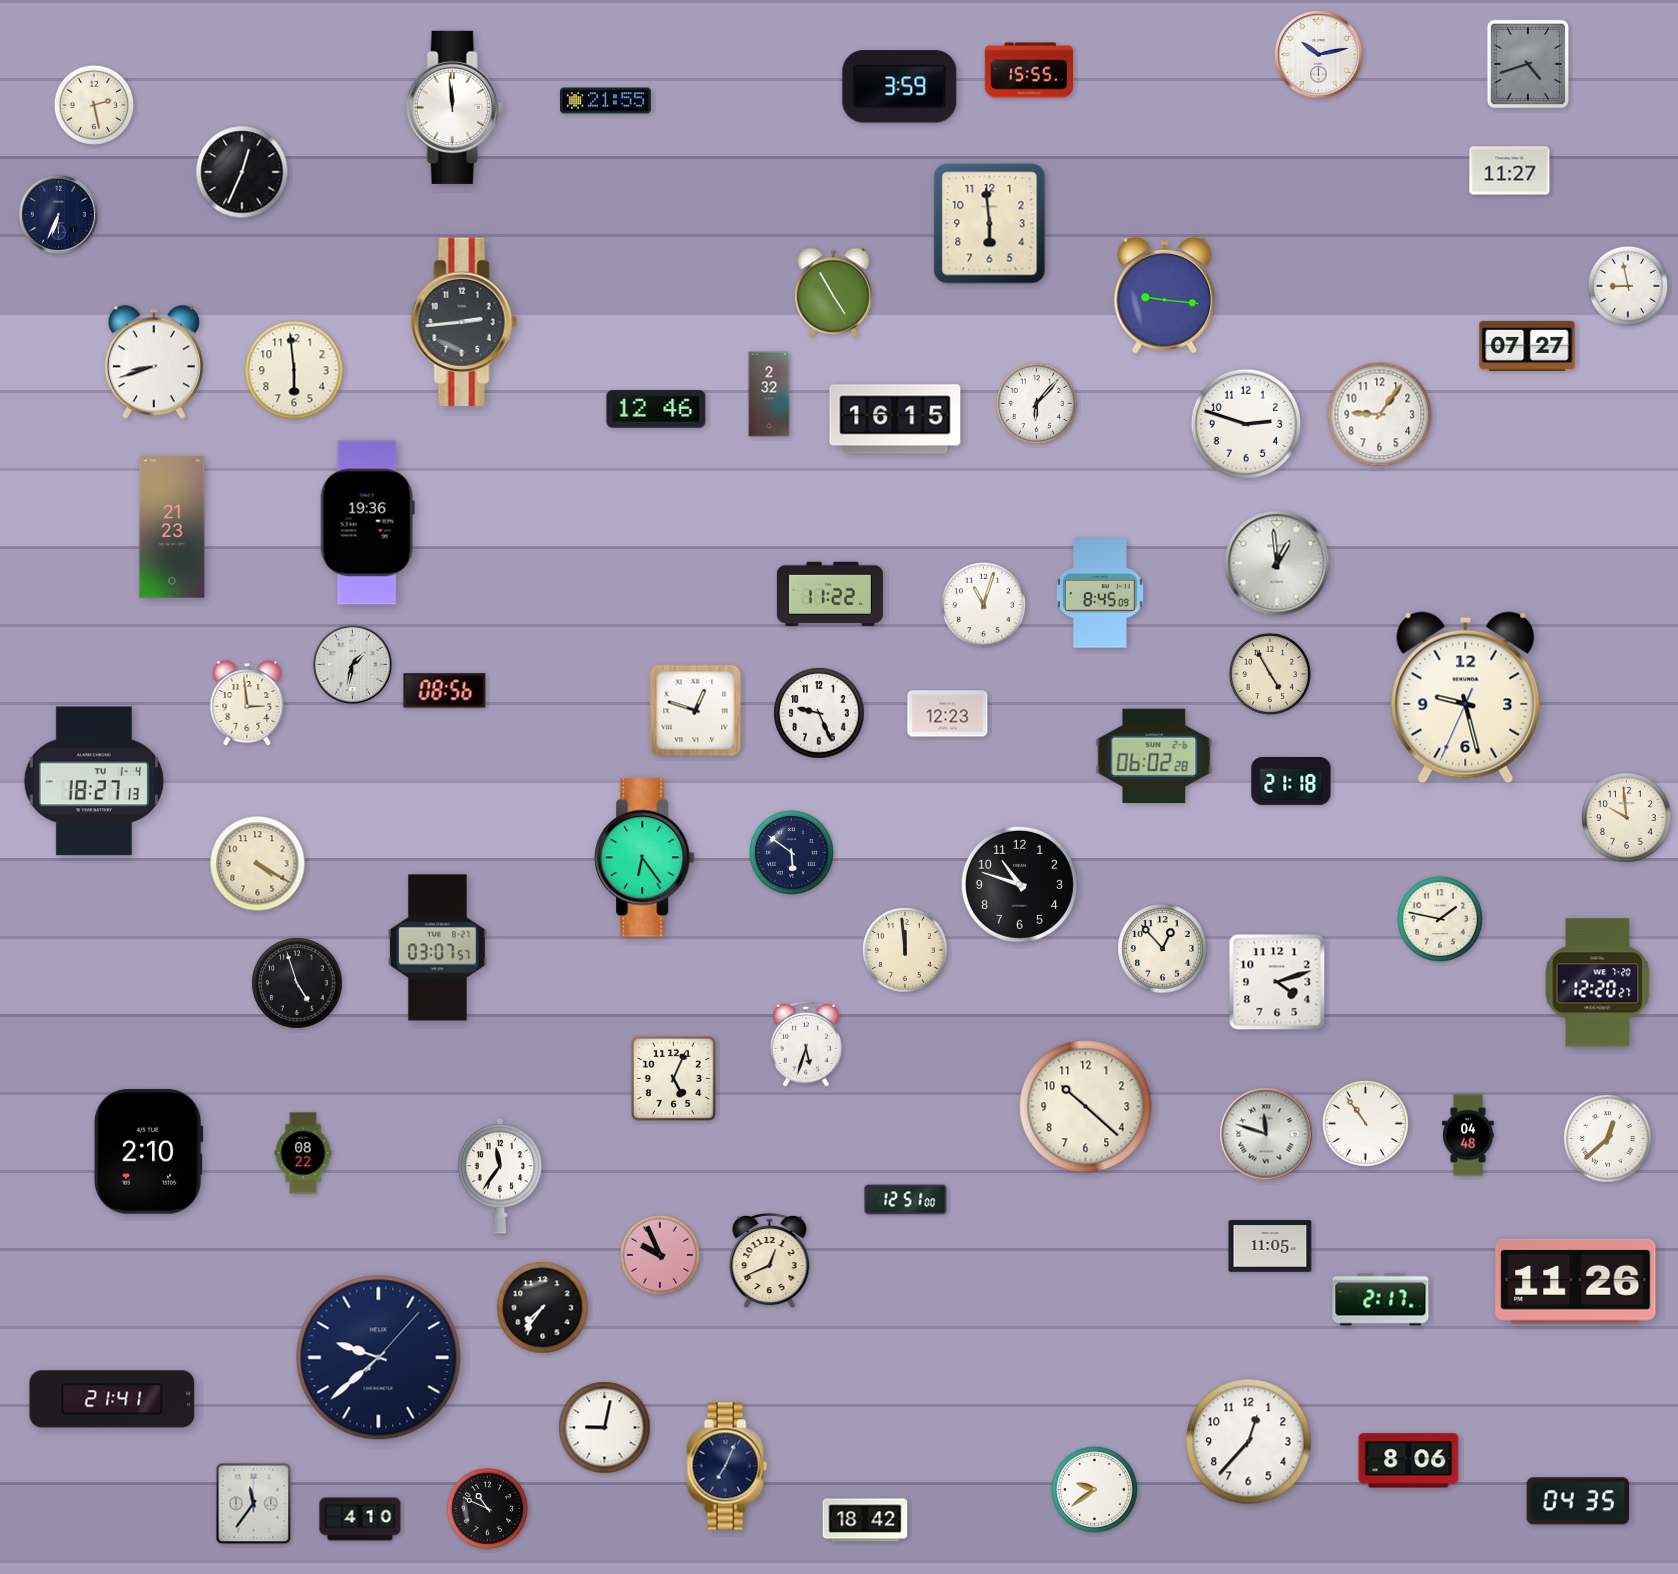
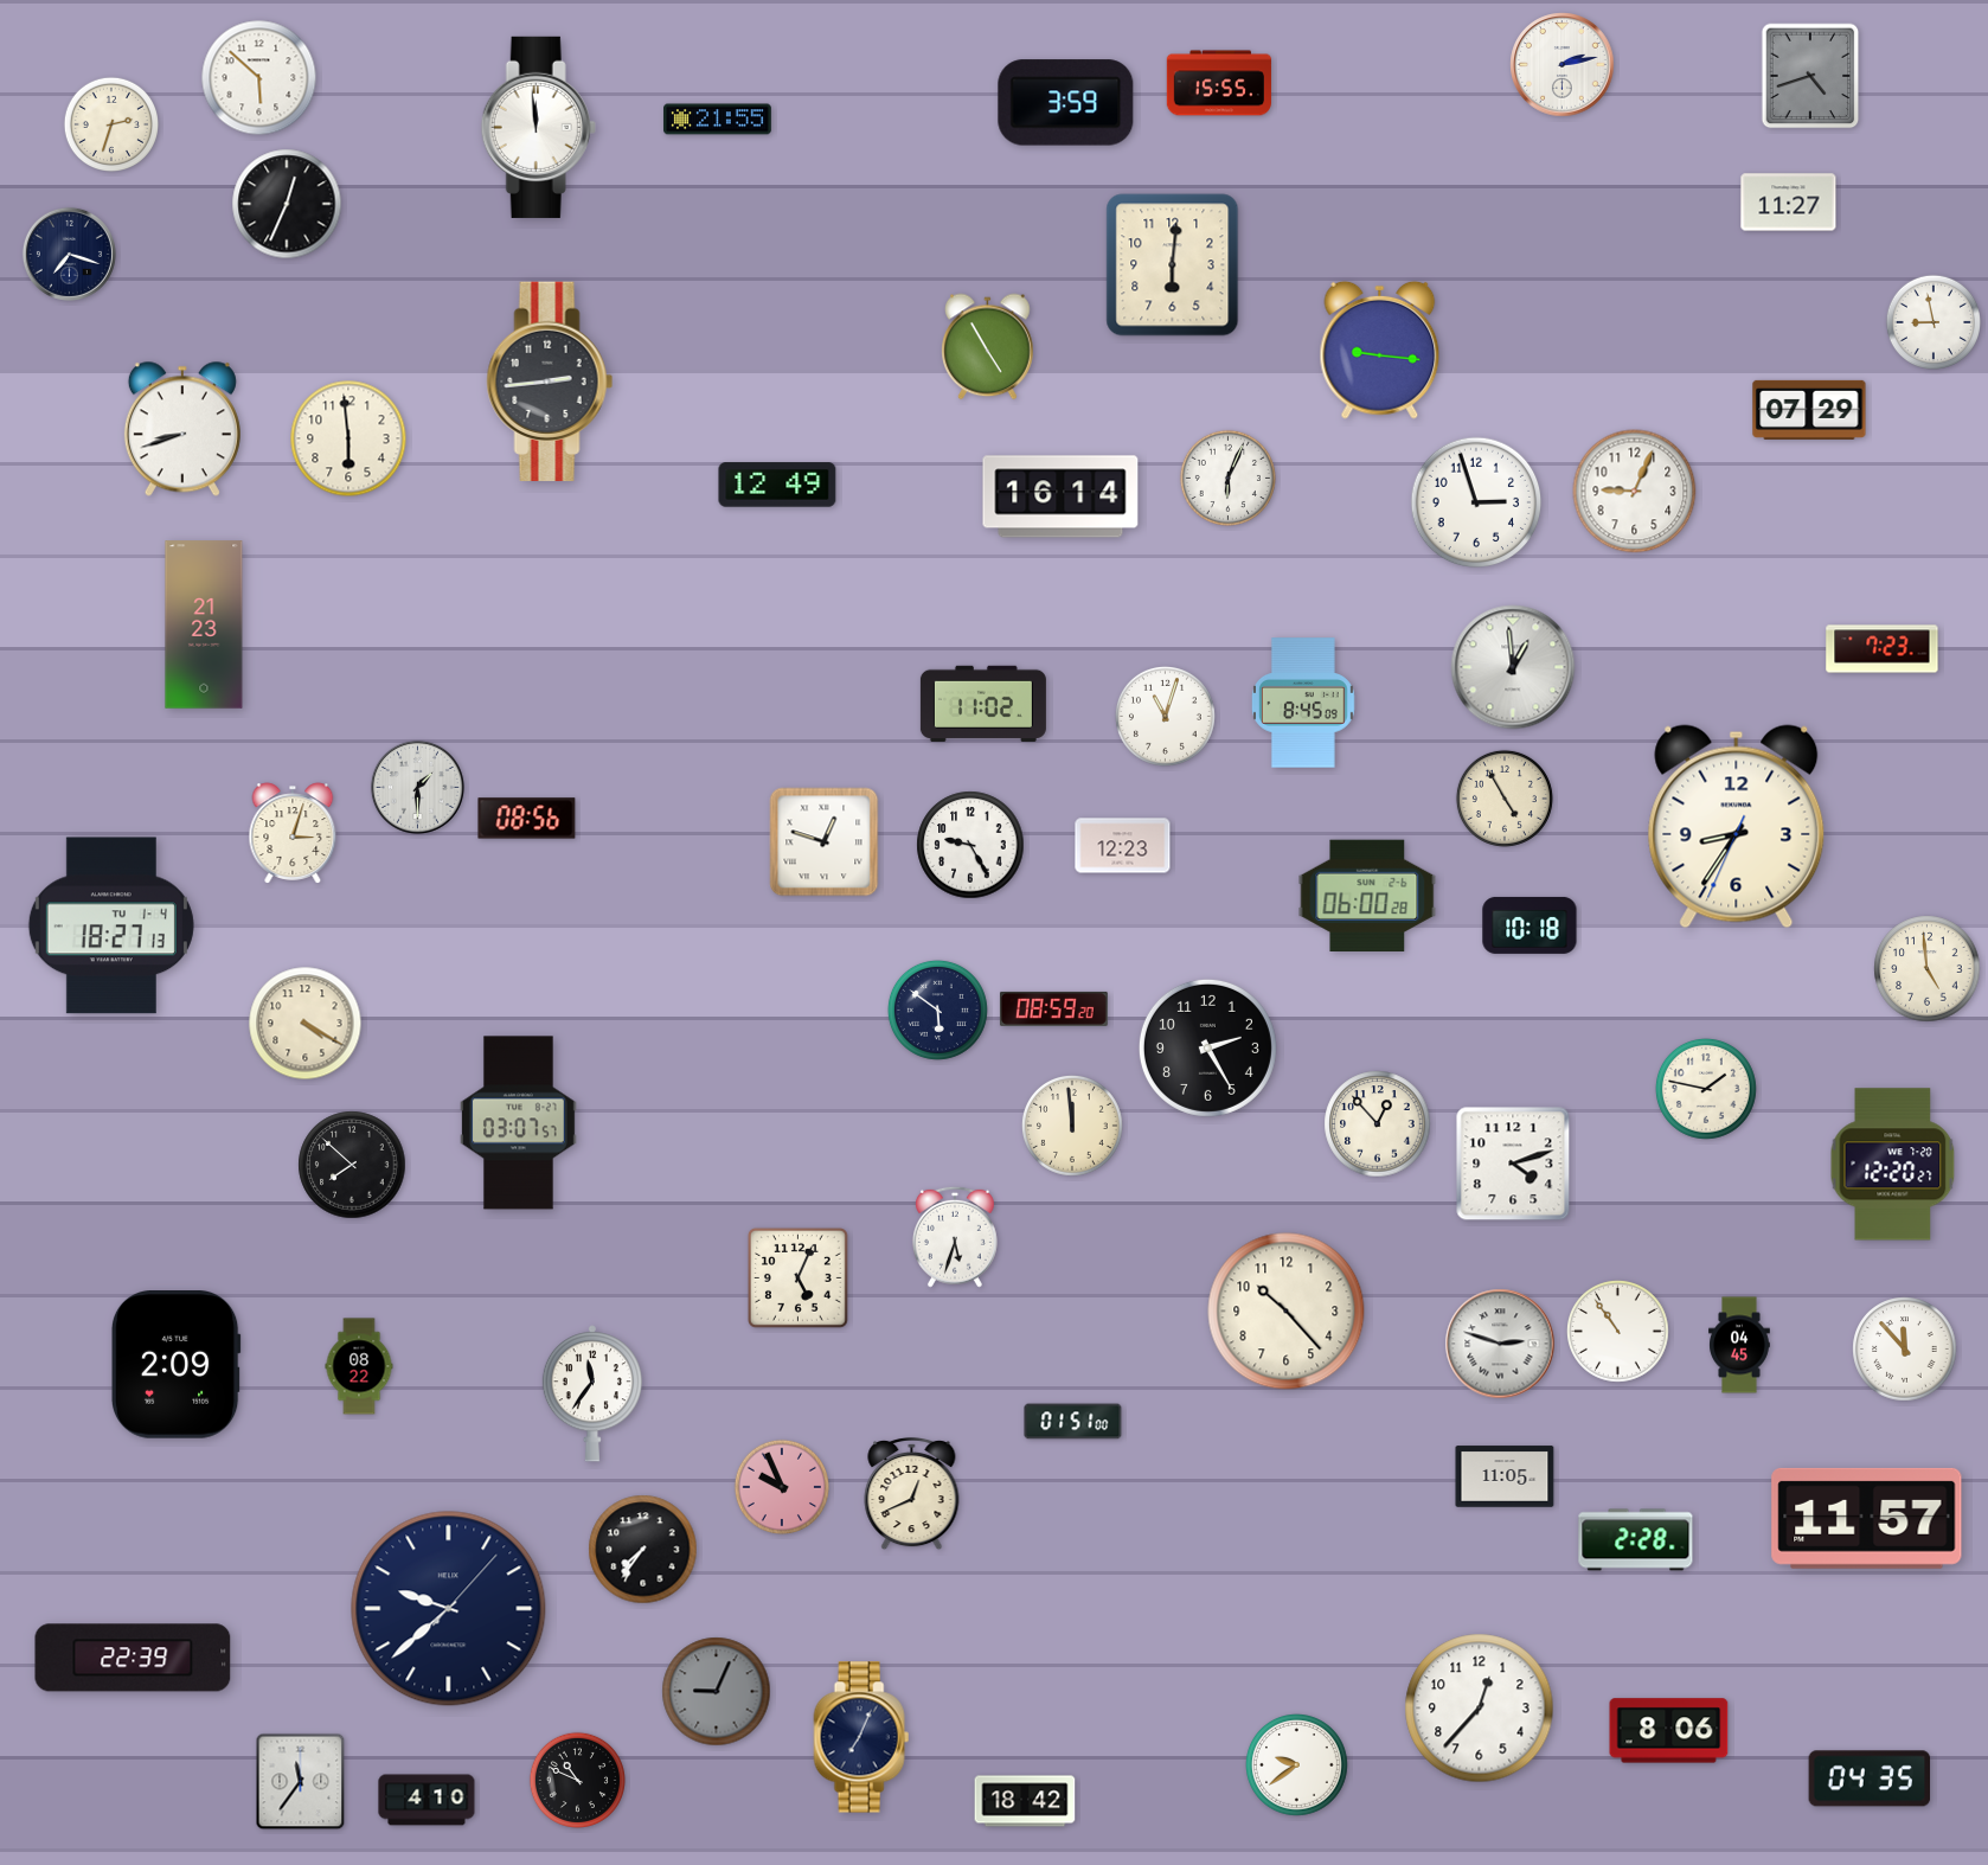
clock at (1319, 55): 10:13 -> 2:13
clock at (259, 78): none -> 5:52
clock at (93, 104): 2:28 -> 2:33
clock at (58, 214): 6:34 -> 7:18
clock at (990, 224): 5:59 -> 6:01
clock at (1627, 285) position: (1627, 285) -> (1932, 321)
clock at (1527, 346): 07:27 -> 07:29
clock at (769, 394): 2:32 -> none
clock at (1036, 403): 6:07 -> 6:04
clock at (656, 409): 12:46 -> 12:49
clock at (1380, 415): 9:06 -> 9:04
clock at (895, 419): 16:15 -> 16:14
clock at (1246, 424): 2:48 -> 2:57
clock at (367, 523): 19:36 -> none
clock at (1883, 649): none -> 7:23
clock at (830, 594): 11:22 -> 11:02
clock at (352, 664): 1:32 -> 1:30
clock at (1466, 698): 9:27 -> 8:35
clock at (247, 703): 2:59 -> 3:03
clock at (819, 713): 9:26 -> 9:25
clock at (1154, 755): 06:02 -> 06:00
clock at (1291, 781): 21:18 -> 10:18
clock at (1627, 818): 9:59 -> 4:59
clock at (1053, 1008): none -> 08:59
clock at (645, 858): 6:24 -> none
clock at (1019, 884): 10:48 -> 2:25
clock at (297, 983): 4:57 -> 7:52
clock at (1086, 1107): 10:22 -> 10:23
clock at (1266, 1134): 11:48 -> 2:48
clock at (1468, 1135): 04:48 -> 04:45
clock at (1608, 1139): 12:38 -> 11:53
clock at (148, 1152): 2:10 -> 2:09
clock at (906, 1200): 12:51 -> 01:51
clock at (1576, 1281): 11:26 -> 11:57
clock at (1381, 1300): 2:17 -> 2:28
clock at (112, 1399): 21:41 -> 22:39
clock at (605, 1428): 9:02 -> 9:04
clock at (605, 1428) dial: white -> grey
clock at (487, 1508) position: (487, 1508) -> (577, 1780)
